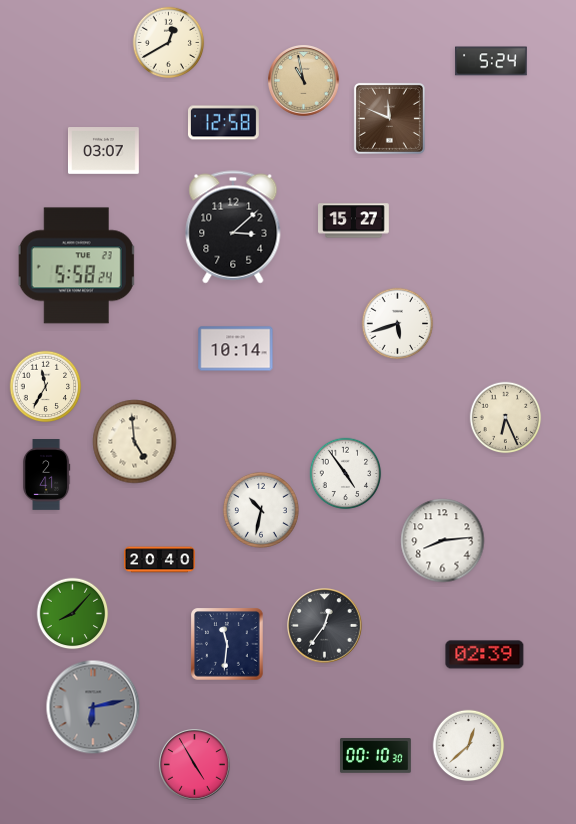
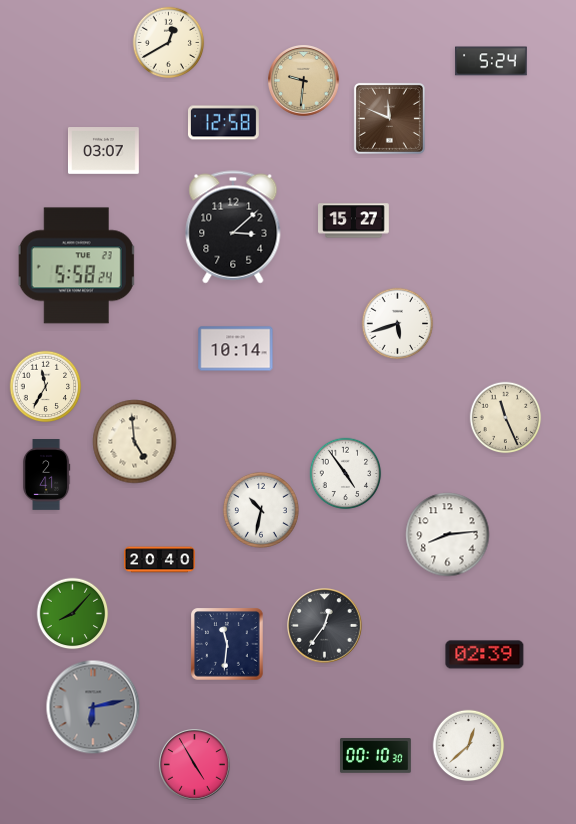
clock at (304, 81): 10:58 -> 9:31
clock at (506, 418): 6:26 -> 11:26
clock at (443, 541) position: (443, 541) -> (448, 535)
